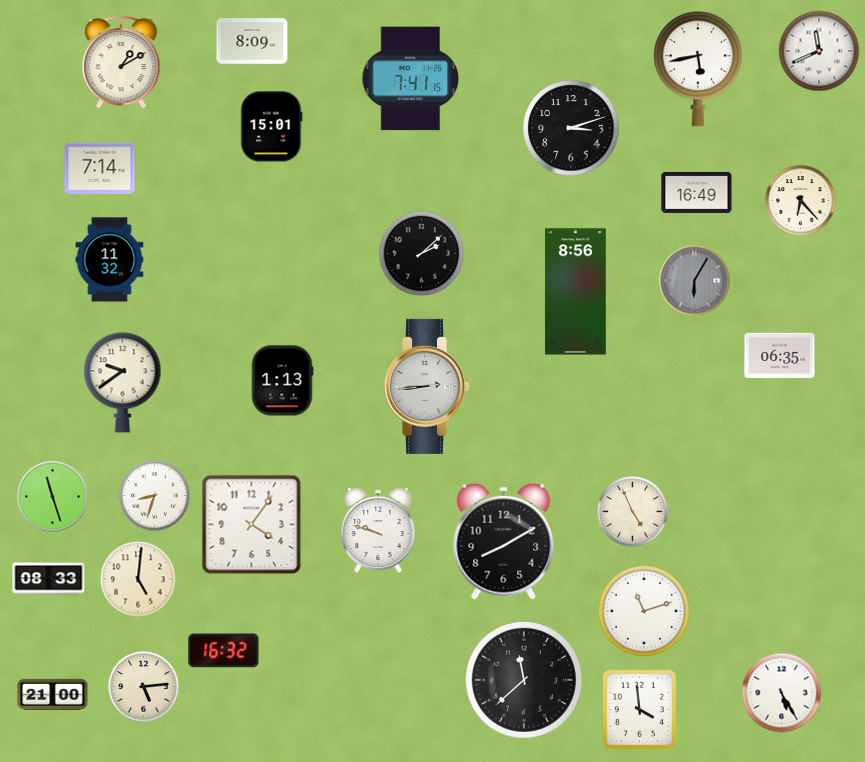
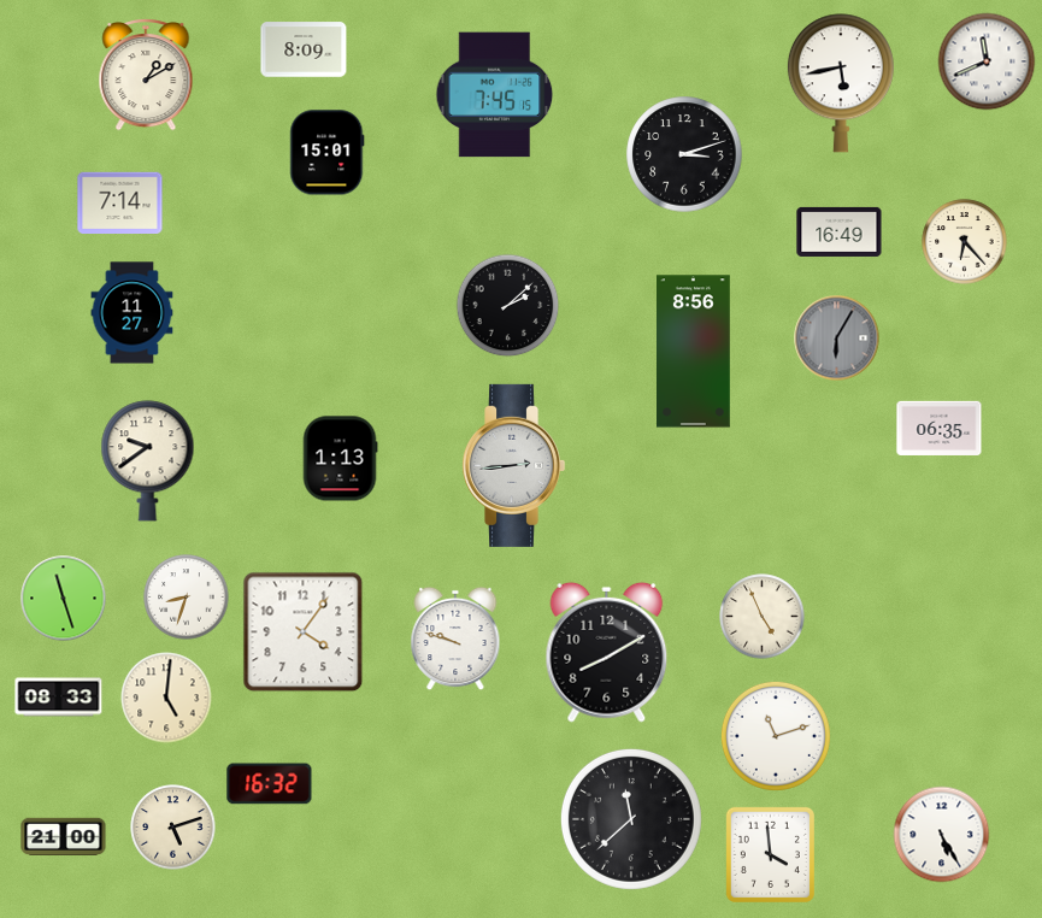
clock at (411, 79): 7:41 -> 7:45
clock at (571, 128) position: (571, 128) -> (684, 154)
clock at (110, 260): 11:32 -> 11:27
clock at (144, 687): 5:14 -> 5:12
